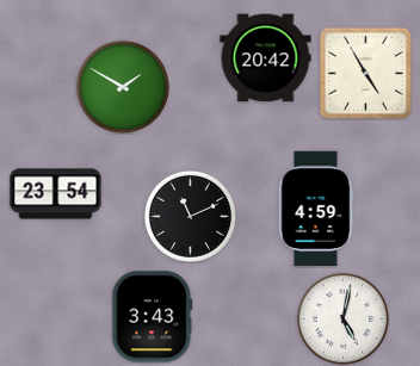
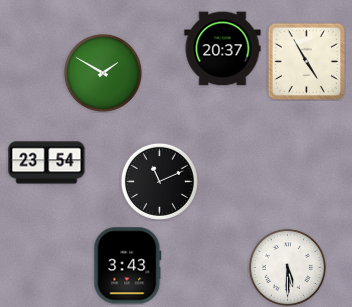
clock at (266, 58): 20:42 -> 20:37
clock at (316, 209): 4:59 -> none
clock at (342, 318): 5:02 -> 5:30
